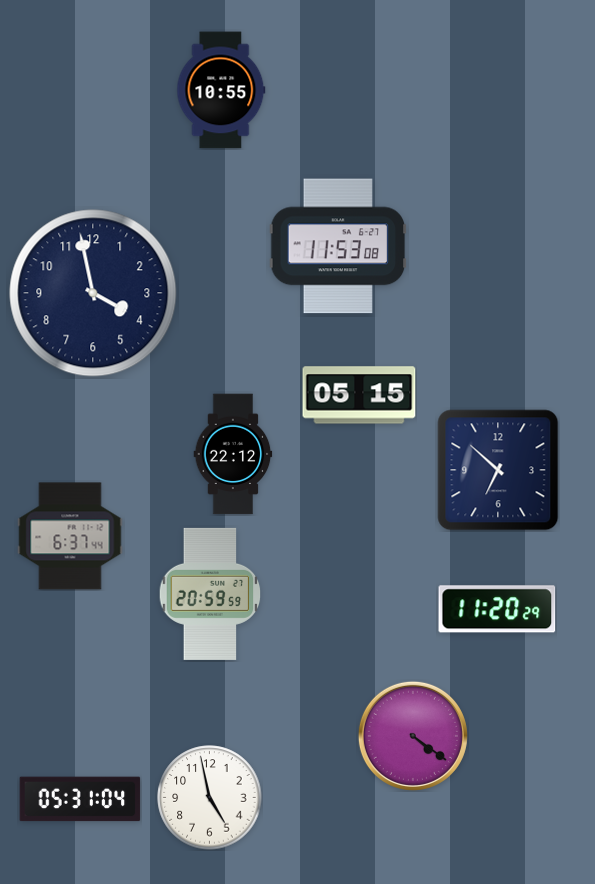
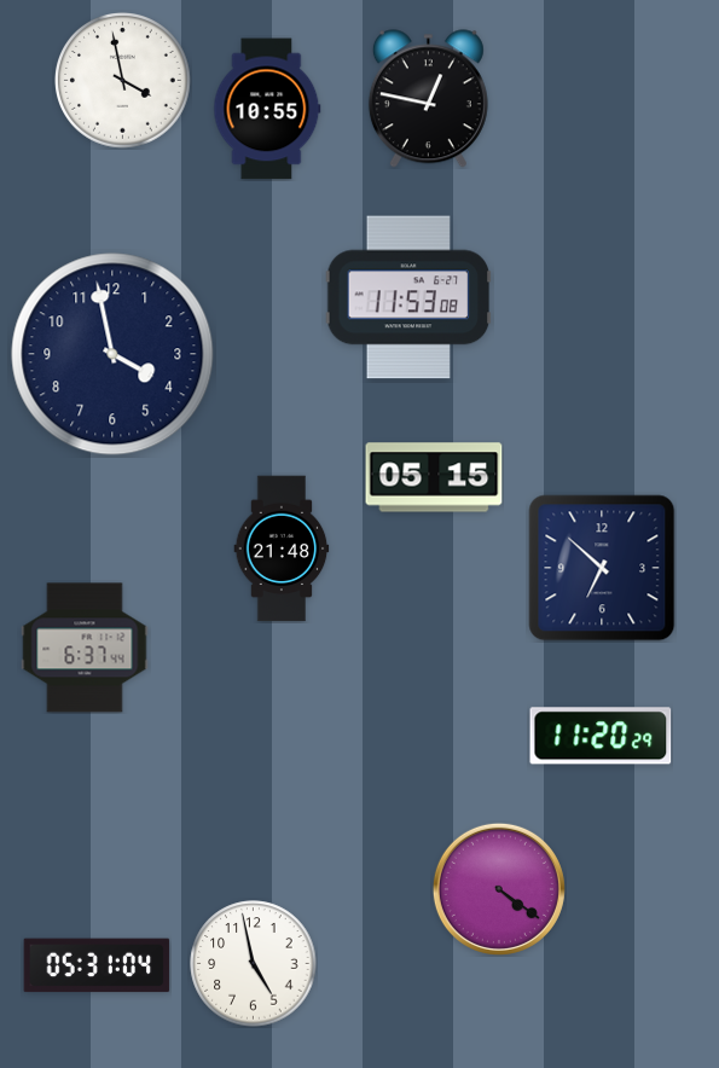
clock at (123, 81): none -> 3:58
clock at (428, 99): none -> 12:47
clock at (233, 454): 22:12 -> 21:48
clock at (210, 594): 20:59 -> none
